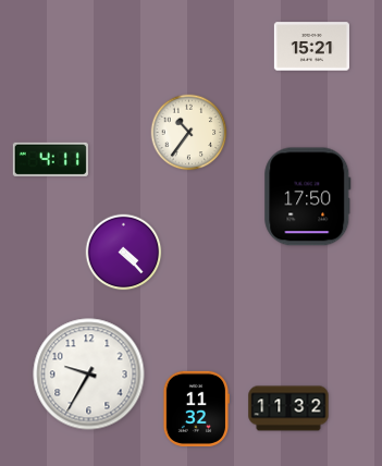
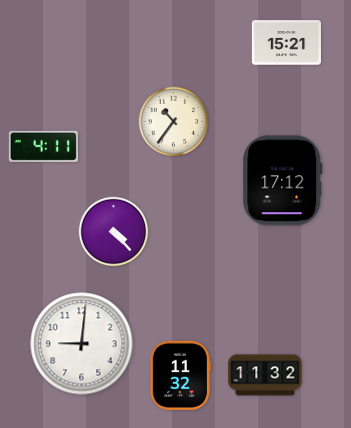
clock at (50, 159) position: (50, 159) -> (43, 146)
clock at (308, 197): 17:50 -> 17:12
clock at (89, 375): 9:35 -> 9:01
